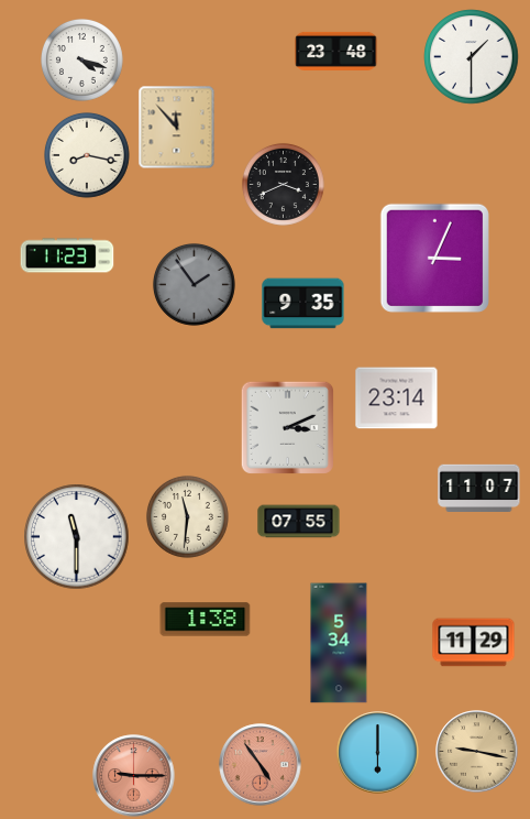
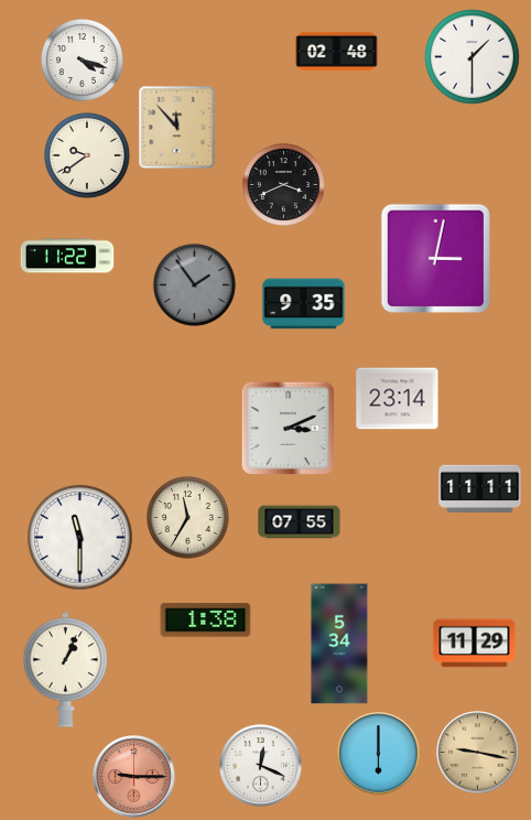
clock at (336, 51): 23:48 -> 02:48
clock at (88, 156): 8:17 -> 9:39
clock at (67, 255): 11:23 -> 11:22
clock at (434, 258): 3:04 -> 3:02
clock at (479, 488): 11:07 -> 11:11
clock at (187, 516): 11:31 -> 11:35
clock at (77, 537) position: (77, 537) -> (80, 538)
clock at (65, 670): none -> 1:04
clock at (261, 765): 4:54 -> 12:19
clock at (261, 765) dial: salmon -> white
